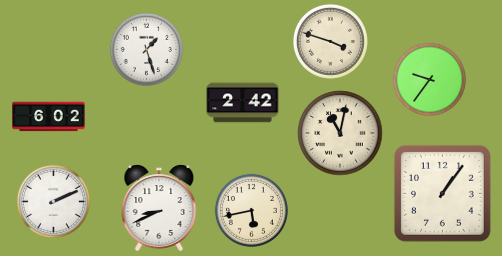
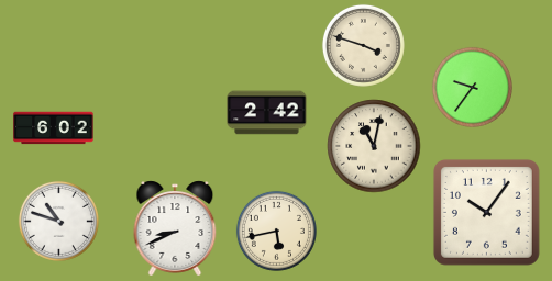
clock at (146, 49): 1:27 -> none
clock at (442, 193): 1:06 -> 10:06
clock at (53, 201): 2:11 -> 10:48
